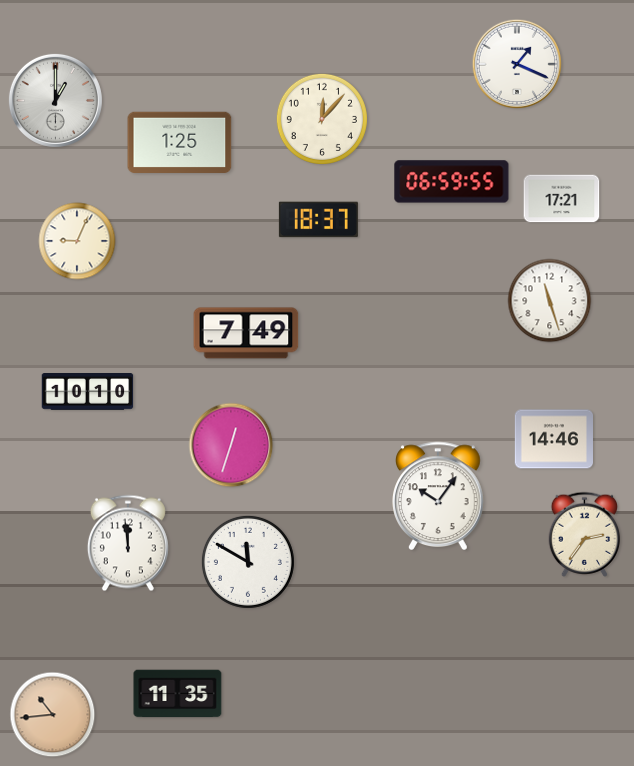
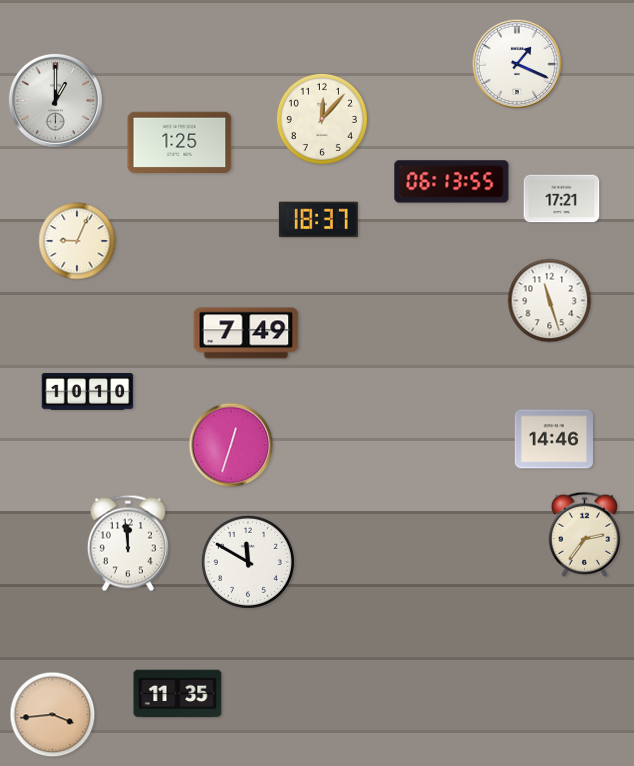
clock at (452, 182): 06:59 -> 06:13
clock at (439, 495): 10:06 -> none
clock at (53, 715): 10:44 -> 3:44
